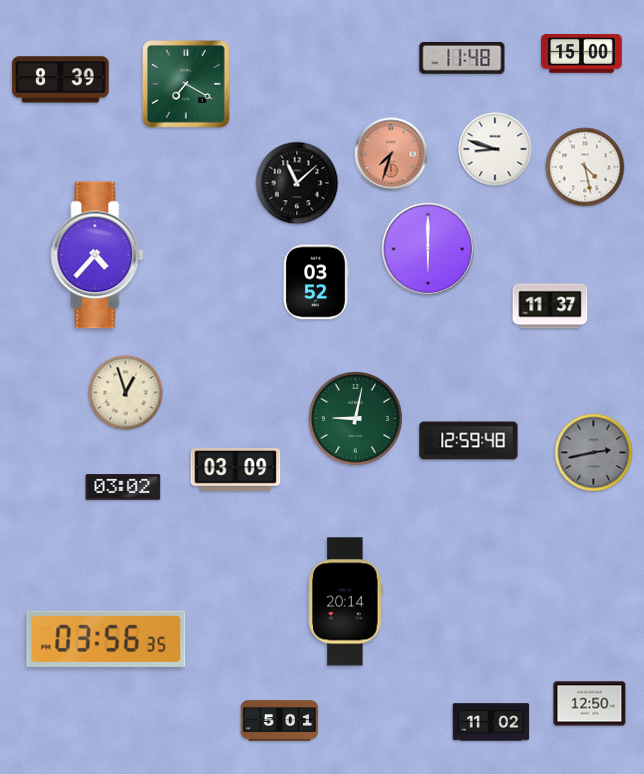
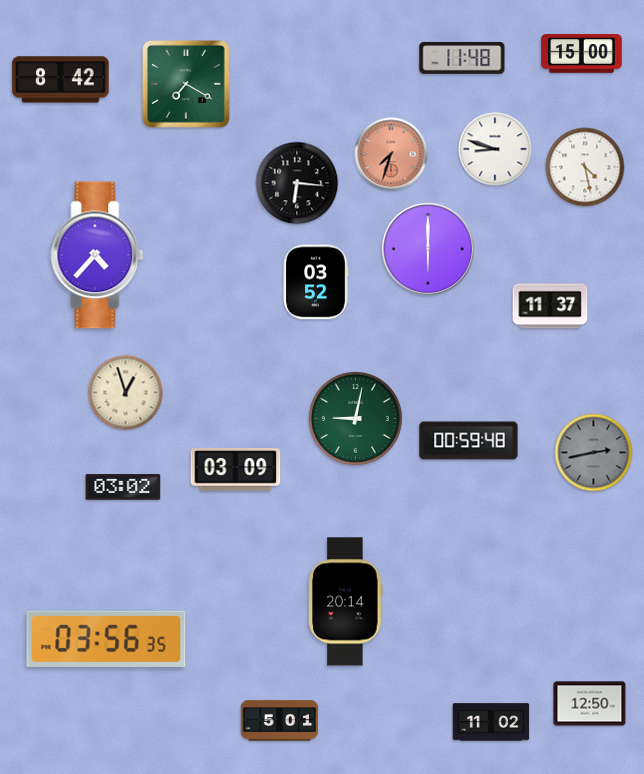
clock at (61, 80): 8:39 -> 8:42
clock at (297, 183): 11:08 -> 6:16
clock at (469, 441): 12:59 -> 00:59
